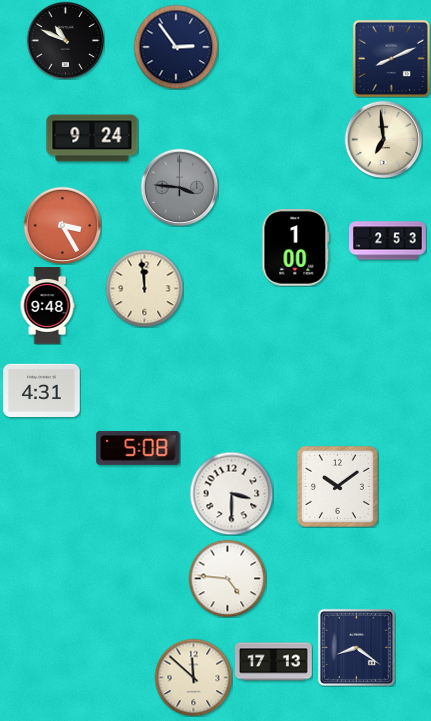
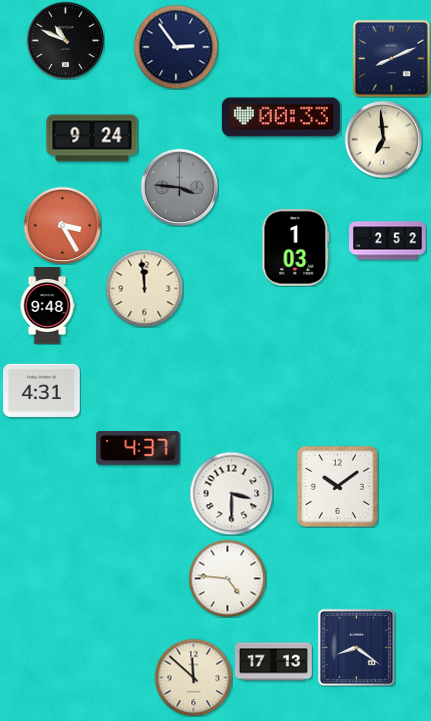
clock at (281, 117): none -> 00:33
clock at (388, 241): 2:53 -> 2:52
clock at (296, 248): 1:00 -> 1:03
clock at (138, 449): 5:08 -> 4:37
